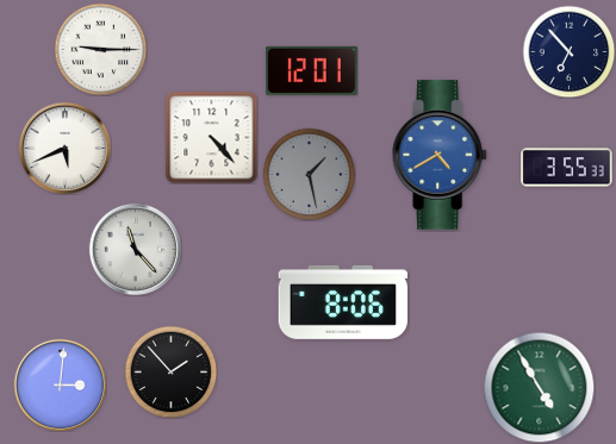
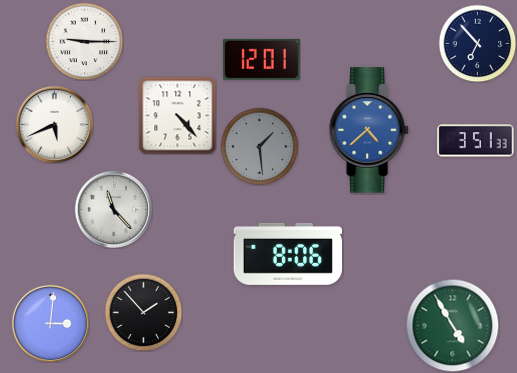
clock at (440, 155): 4:40 -> 4:38
clock at (567, 168): 3:55 -> 3:51
clock at (309, 174): 1:28 -> 1:29
